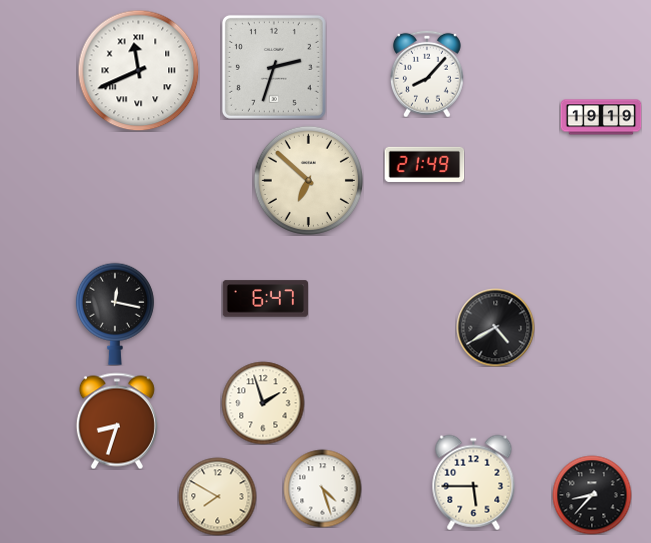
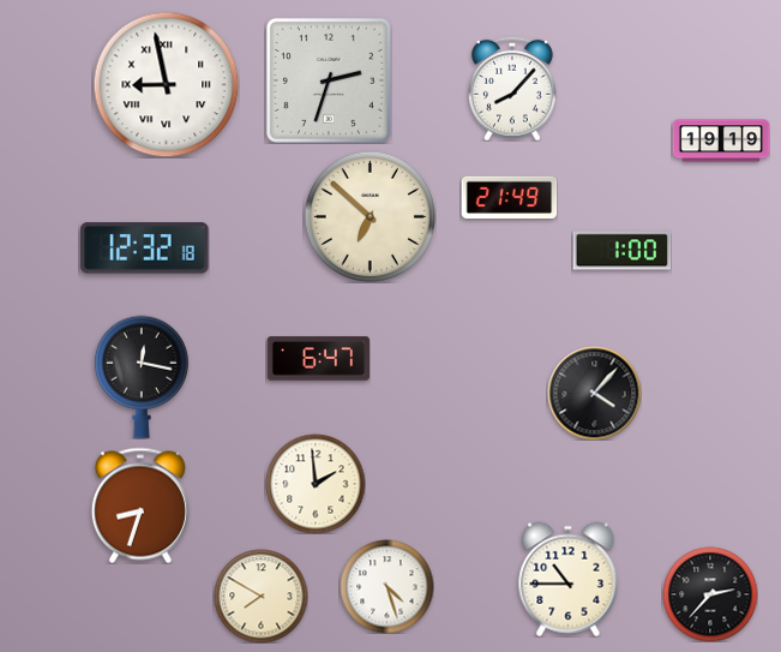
clock at (138, 70): 11:41 -> 8:58
clock at (145, 249): none -> 12:32
clock at (621, 251): none -> 1:00
clock at (115, 314) position: (115, 314) -> (142, 377)
clock at (495, 327): 4:40 -> 4:07
clock at (263, 403): 1:57 -> 1:59
clock at (474, 482): 5:45 -> 10:45
clock at (592, 495): 8:37 -> 2:37
